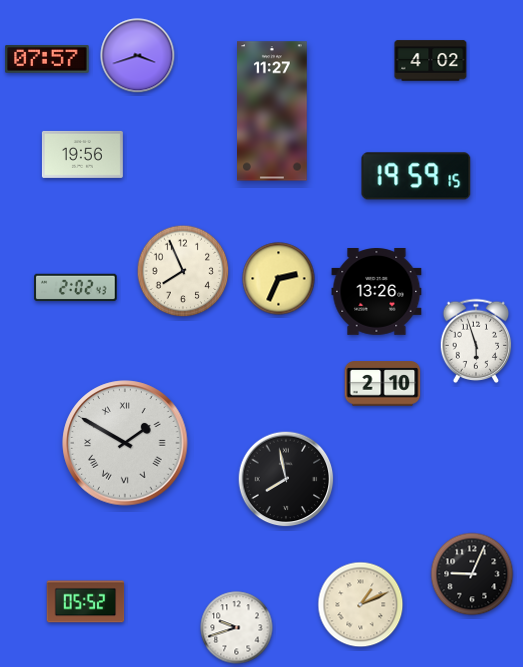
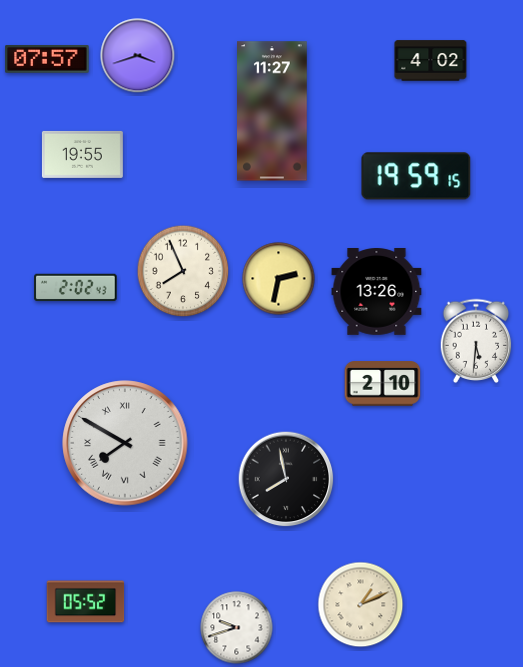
clock at (82, 154): 19:56 -> 19:55
clock at (279, 279): 2:34 -> 2:32
clock at (476, 341): 5:57 -> 5:31
clock at (125, 443): 1:50 -> 7:50
clock at (472, 574): 9:04 -> none
